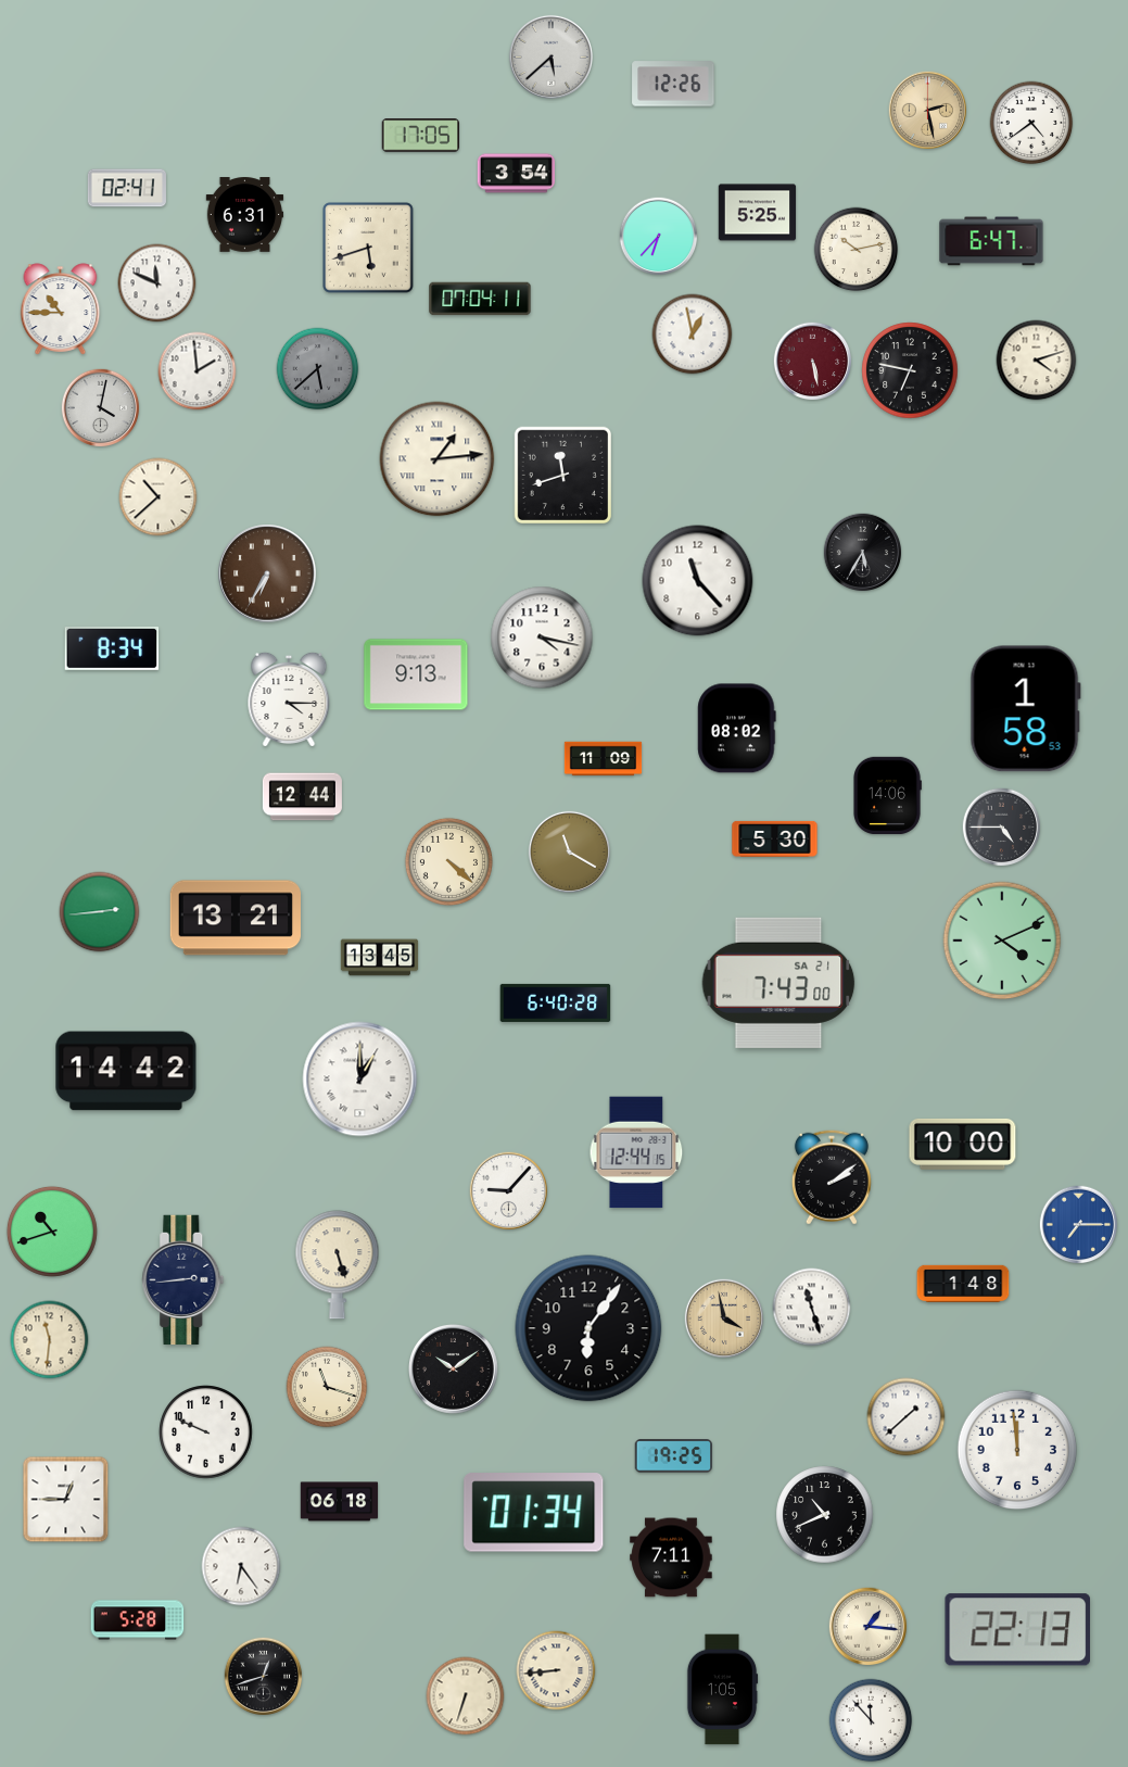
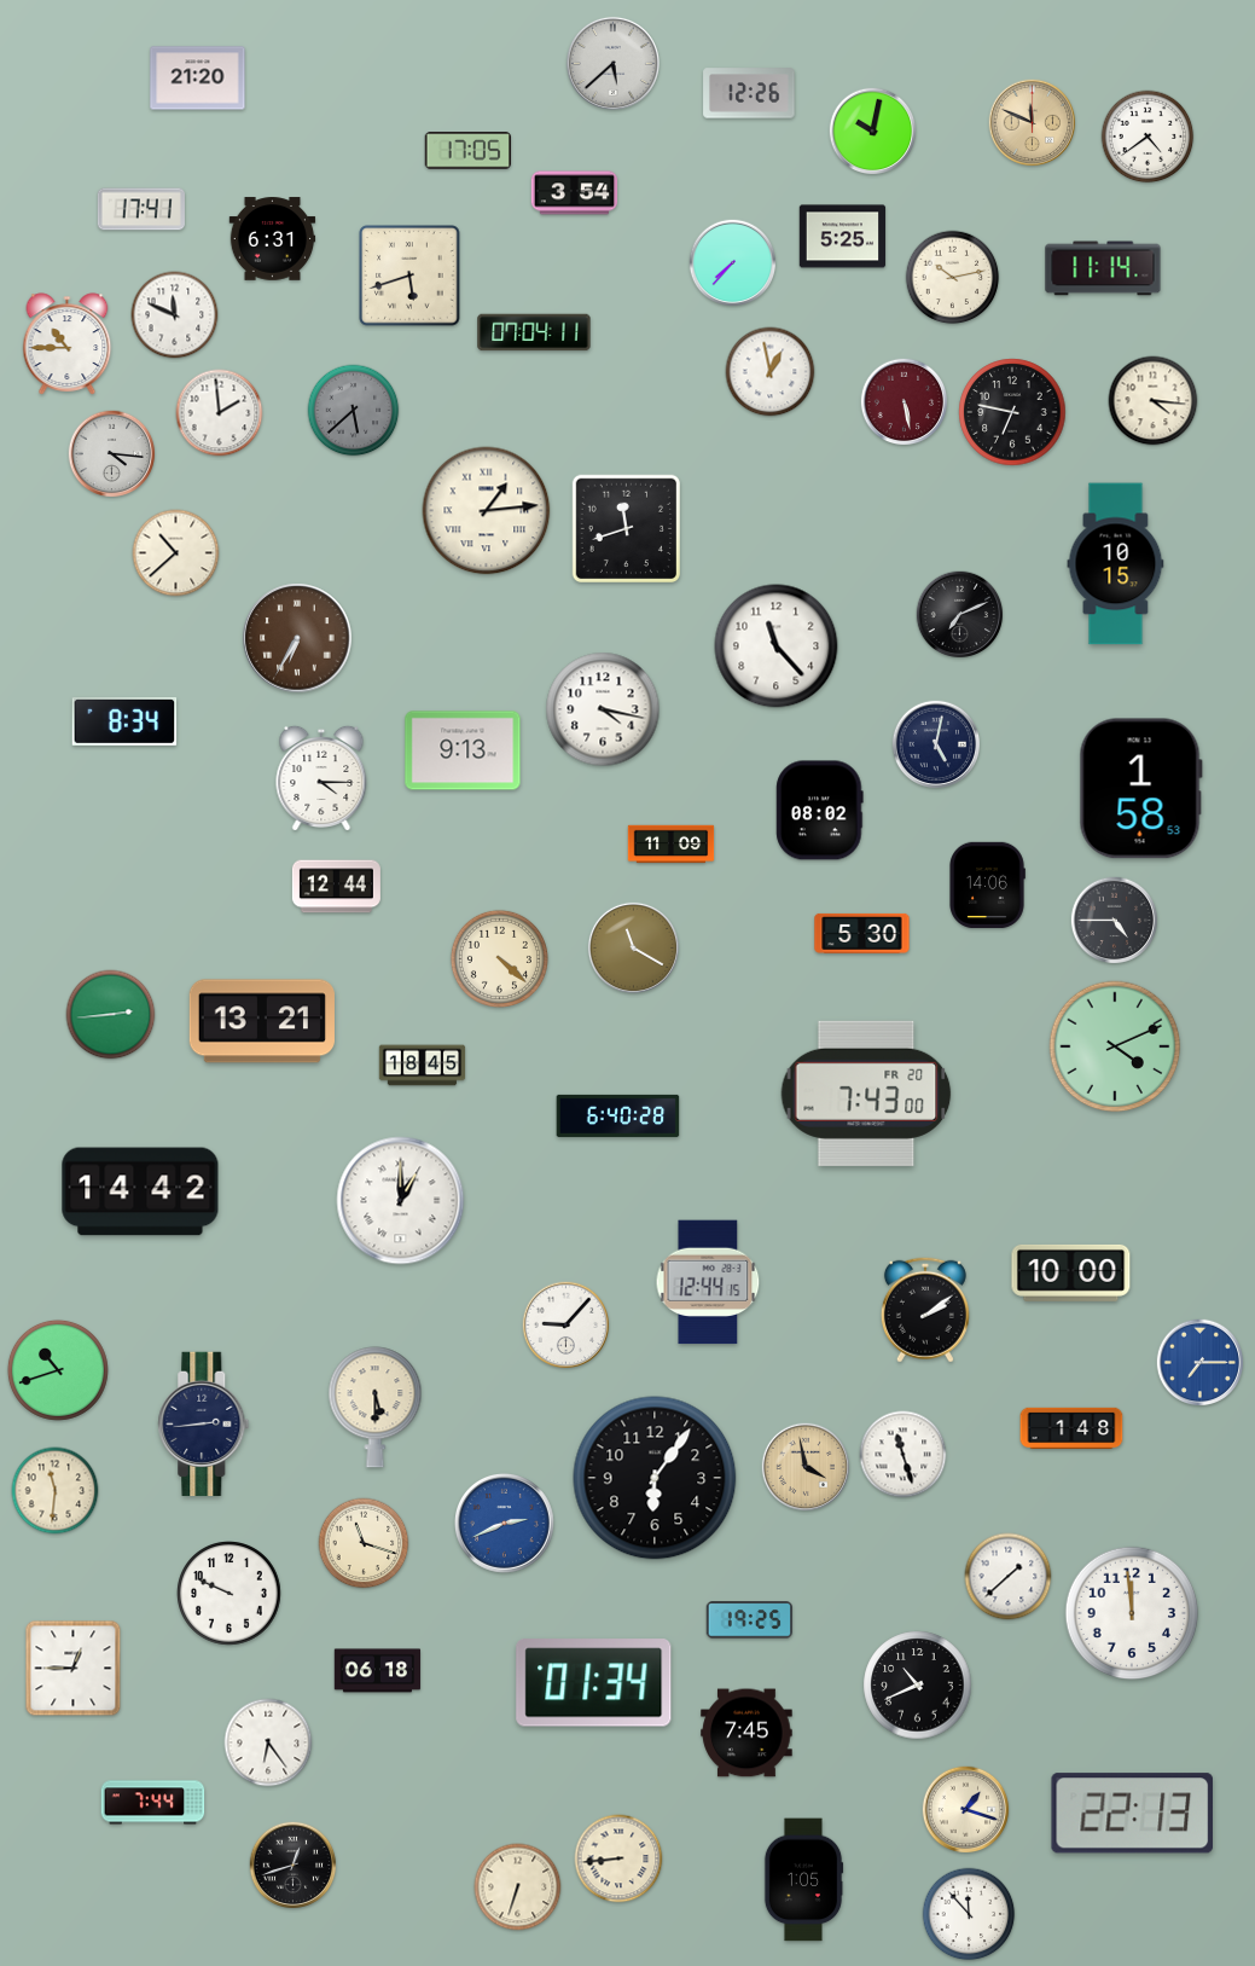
clock at (198, 79): none -> 21:20
clock at (928, 111): 2:28 -> 11:49
clock at (873, 132): none -> 10:02
clock at (127, 188): 02:41 -> 17:41
clock at (659, 237): 6:37 -> 7:37
clock at (991, 241): 6:47 -> 11:14
clock at (1037, 361): 4:12 -> 4:16
clock at (101, 408): 4:02 -> 4:16
clock at (1116, 564): none -> 10:15
clock at (863, 553): 5:35 -> 7:11
clock at (936, 744): none -> 5:02
clock at (380, 958): 13:45 -> 18:45
clock at (778, 983) date: SA 21 -> FR 20
clock at (338, 1265): 5:27 -> 5:30
clock at (454, 1370): 10:09 -> 2:41
clock at (454, 1370) dial: black -> blue
clock at (671, 1557): 7:11 -> 7:45
clock at (138, 1620): 5:28 -> 7:44
clock at (869, 1627): 1:16 -> 1:18
